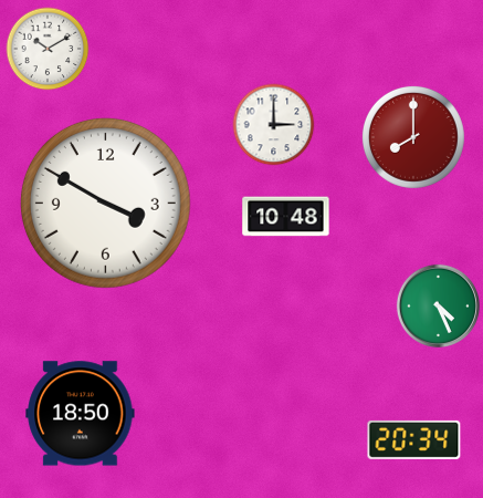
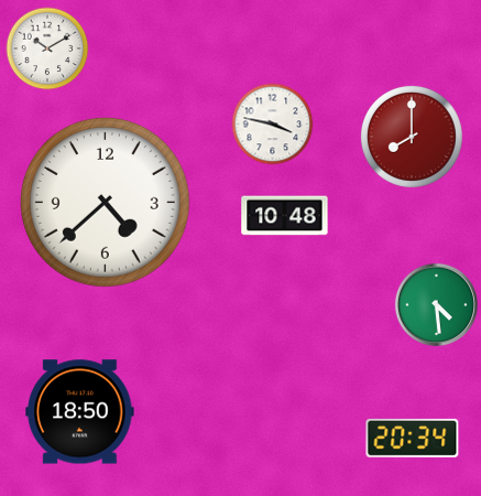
clock at (274, 125): 3:00 -> 3:47
clock at (105, 203): 3:50 -> 4:38
clock at (438, 305): 4:26 -> 4:29
